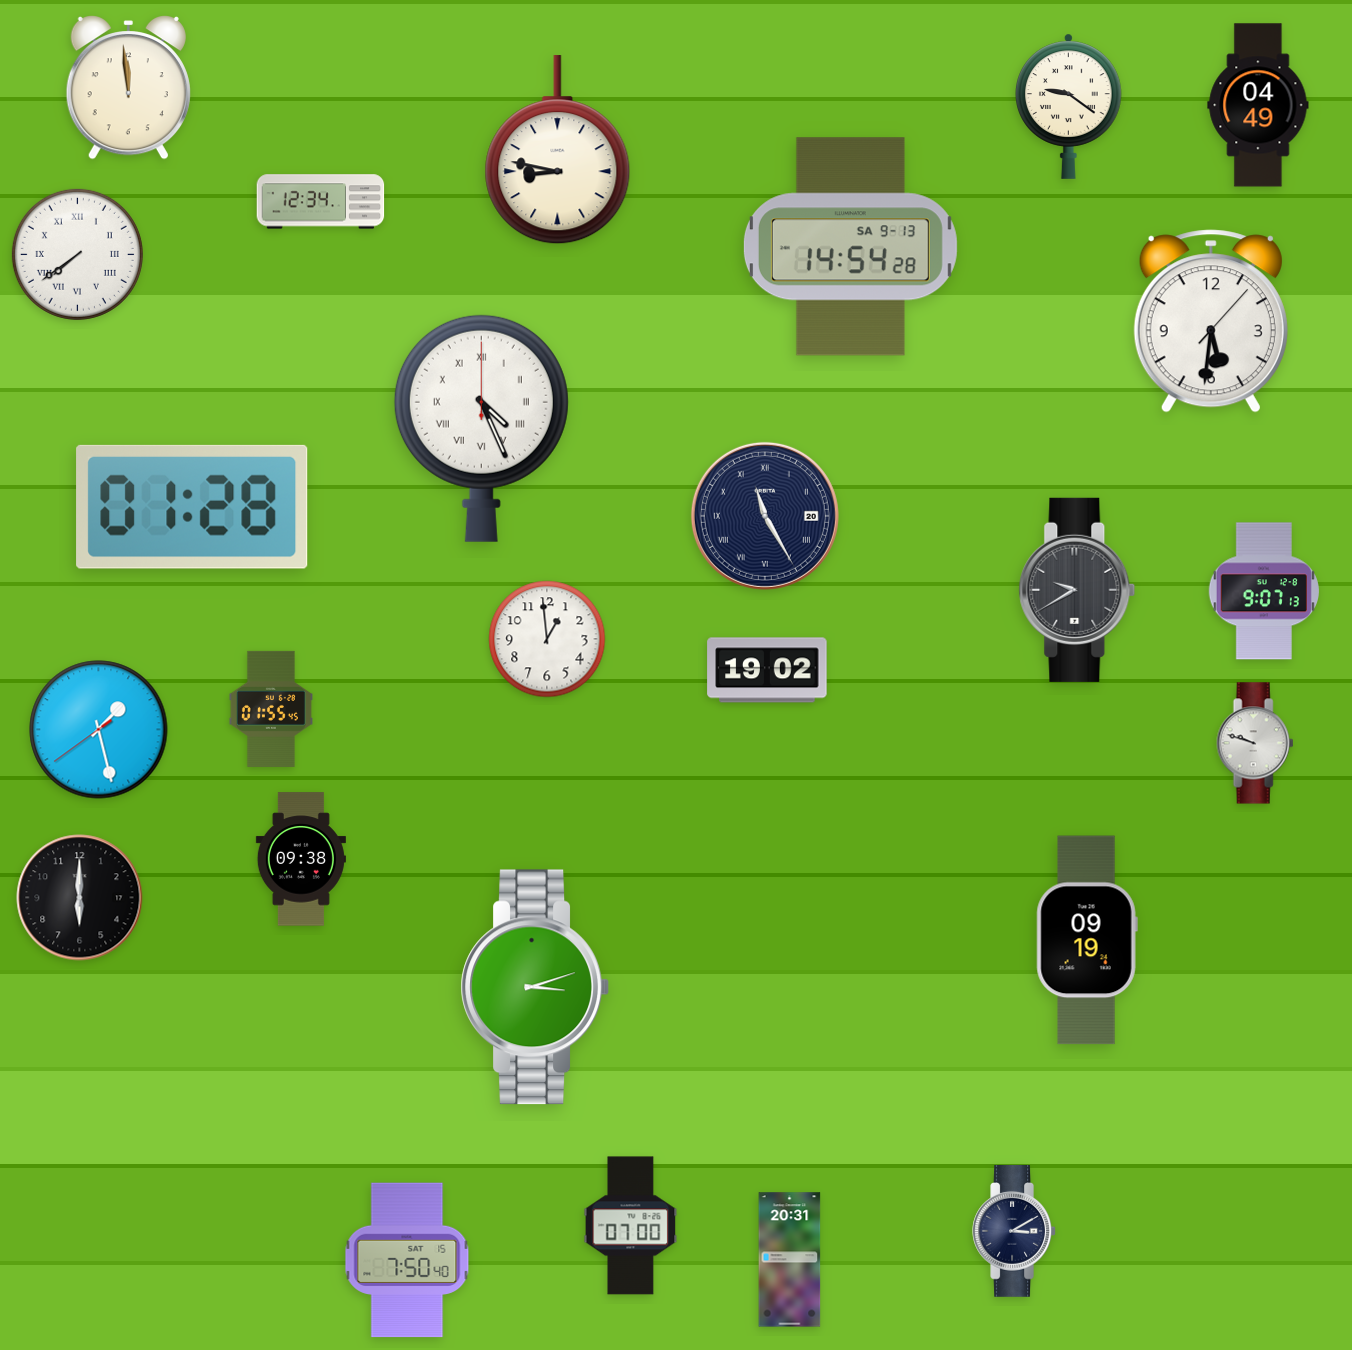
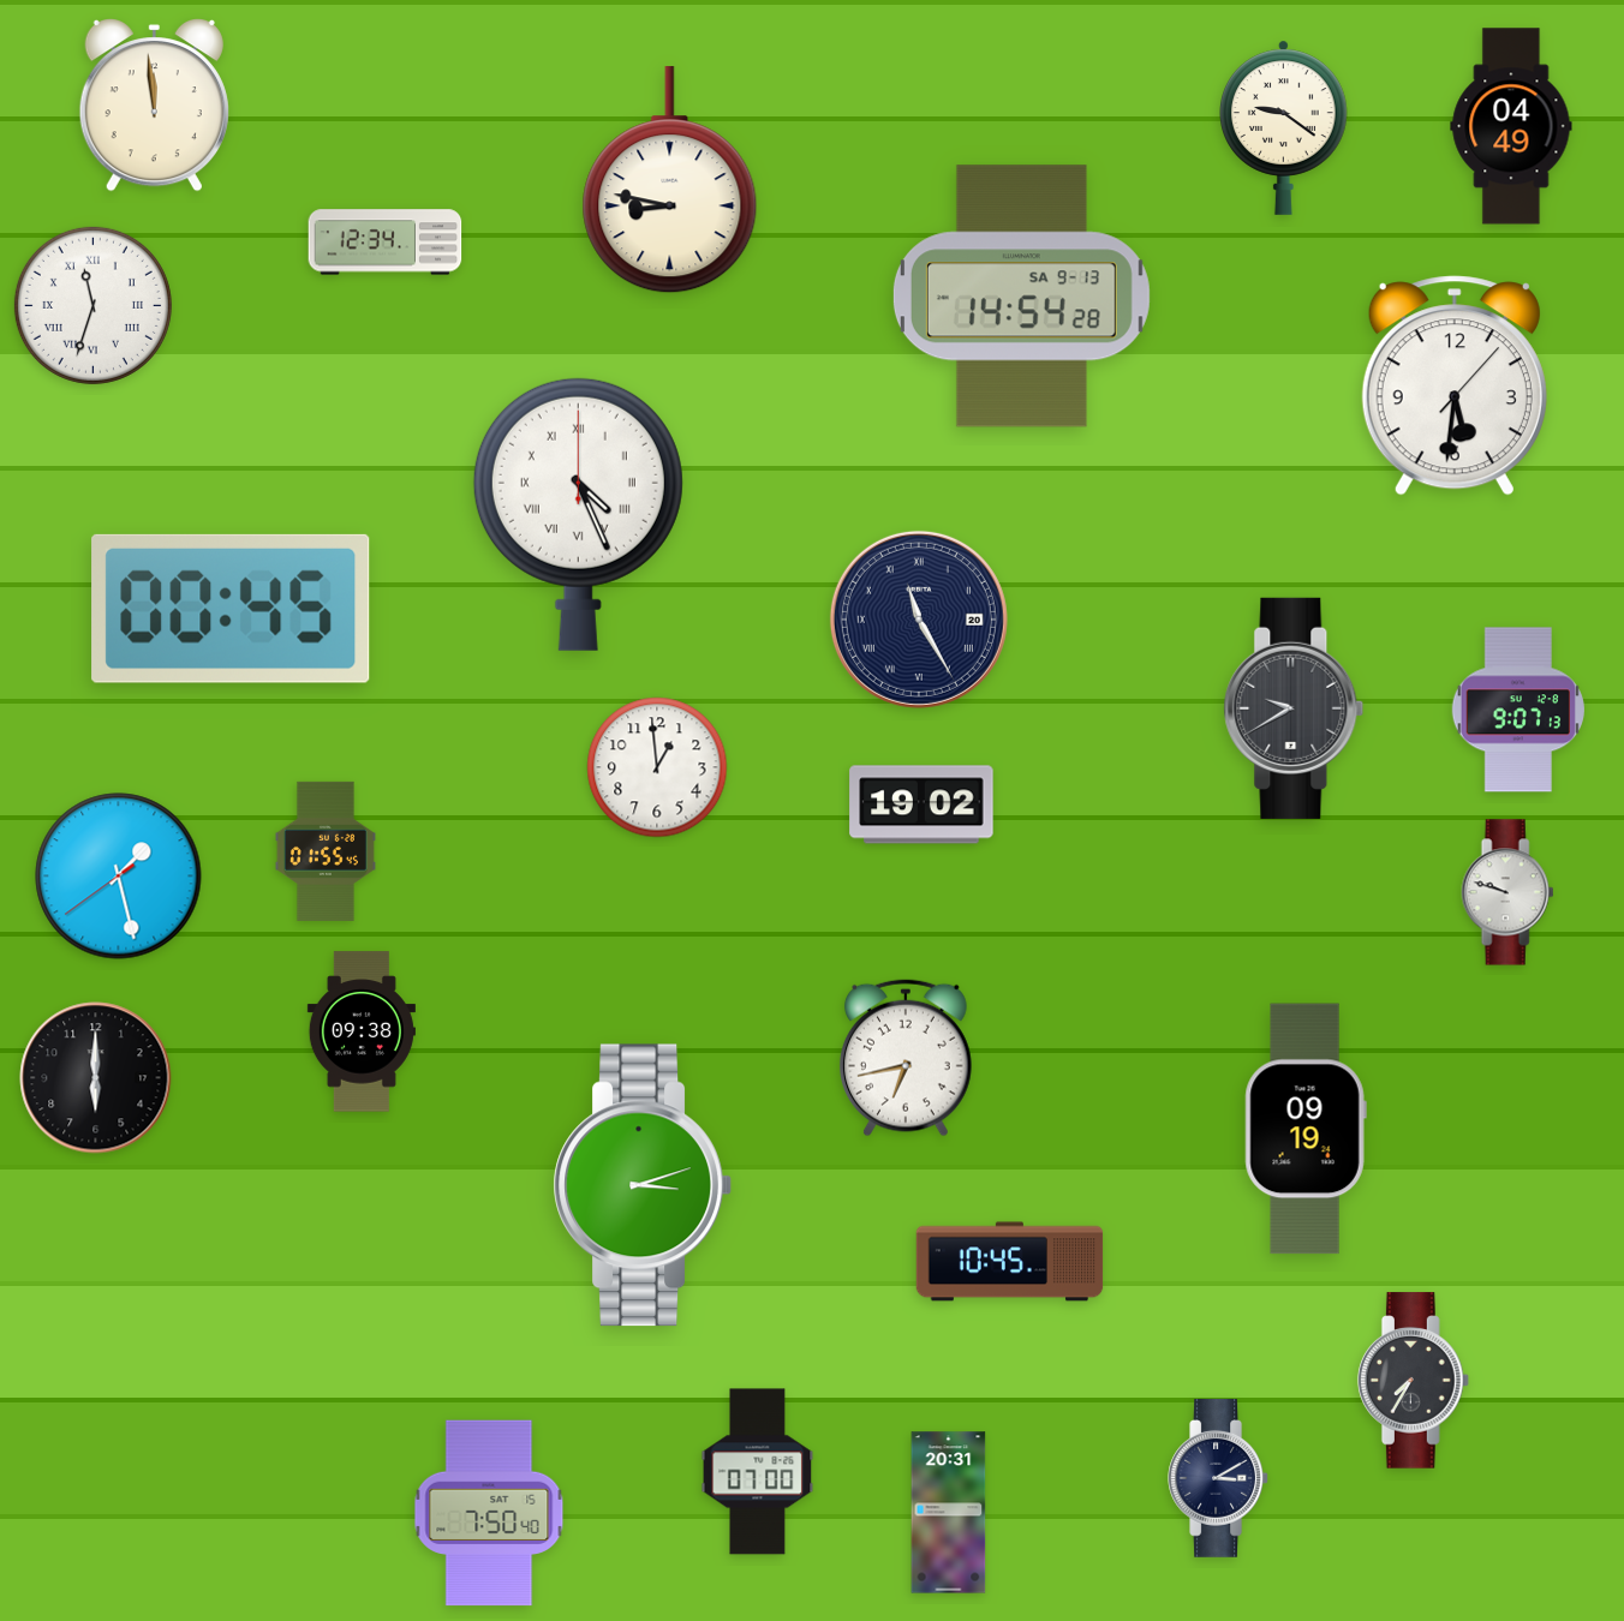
clock at (77, 254): 7:39 -> 11:33
clock at (192, 507): 01:28 -> 00:45
clock at (906, 1058): none -> 6:43
clock at (1010, 1262): none -> 10:45
clock at (1413, 1381): none -> 7:35
